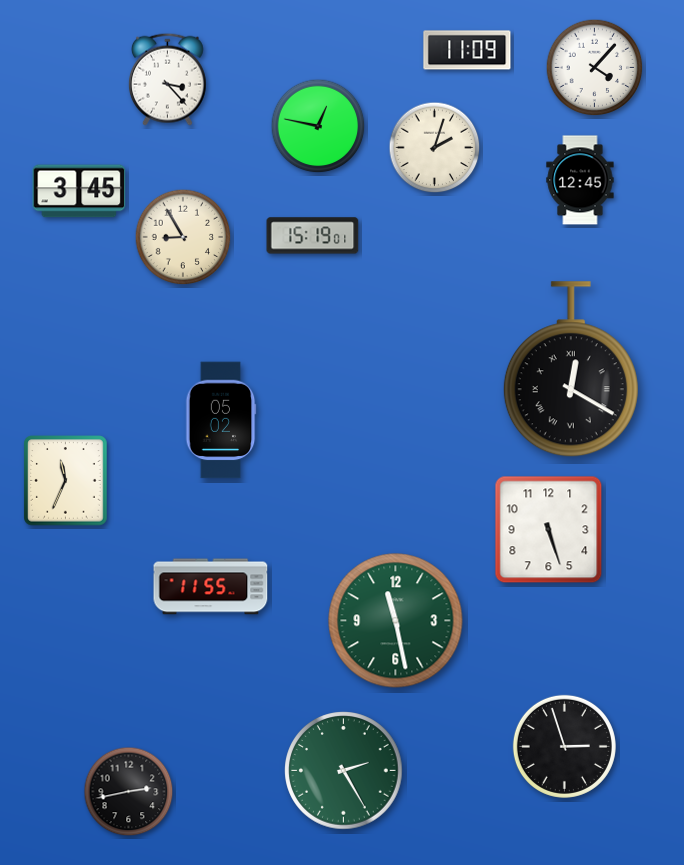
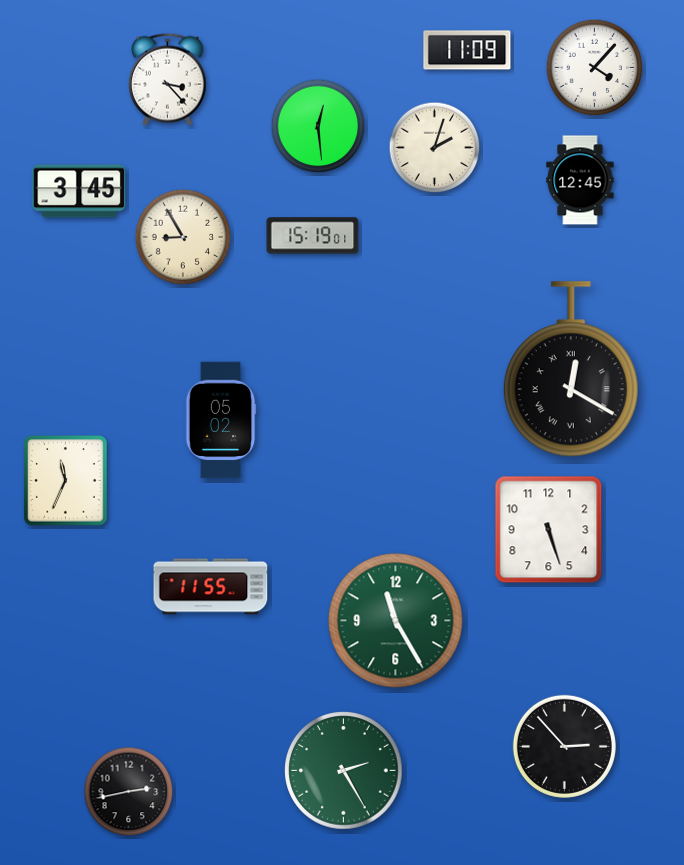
clock at (318, 126): 12:47 -> 12:29
clock at (396, 621): 11:28 -> 11:25
clock at (564, 746): 2:57 -> 2:53
